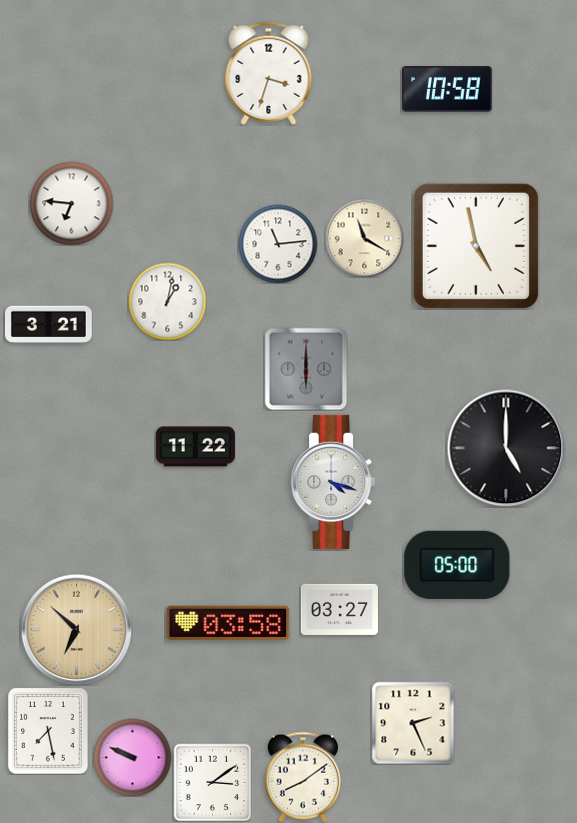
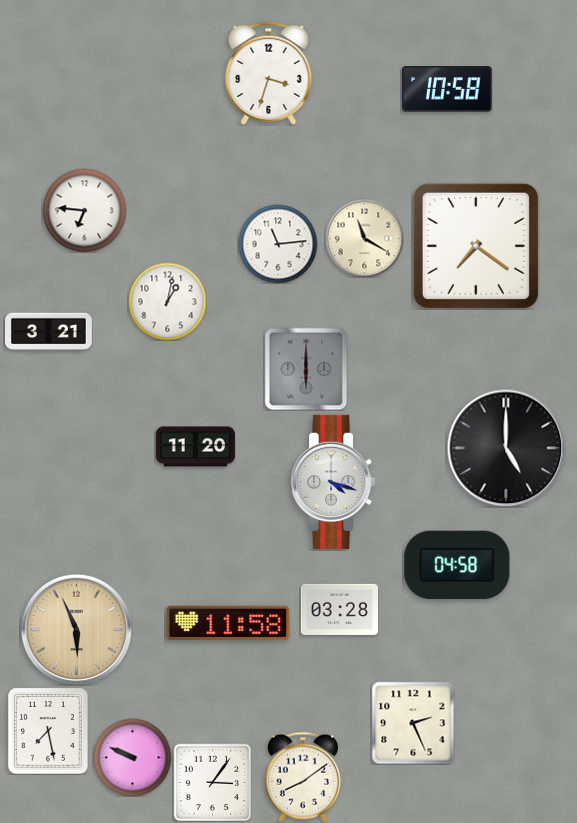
clock at (71, 203) position: (71, 203) -> (84, 210)
clock at (476, 246): 4:58 -> 7:21
clock at (49, 325) position: (49, 325) -> (49, 332)
clock at (195, 447): 11:22 -> 11:20
clock at (457, 565): 05:00 -> 04:58
clock at (339, 609): 03:27 -> 03:28
clock at (228, 623): 03:58 -> 11:58
clock at (76, 629): 6:52 -> 5:56
clock at (212, 782): 3:09 -> 3:06
